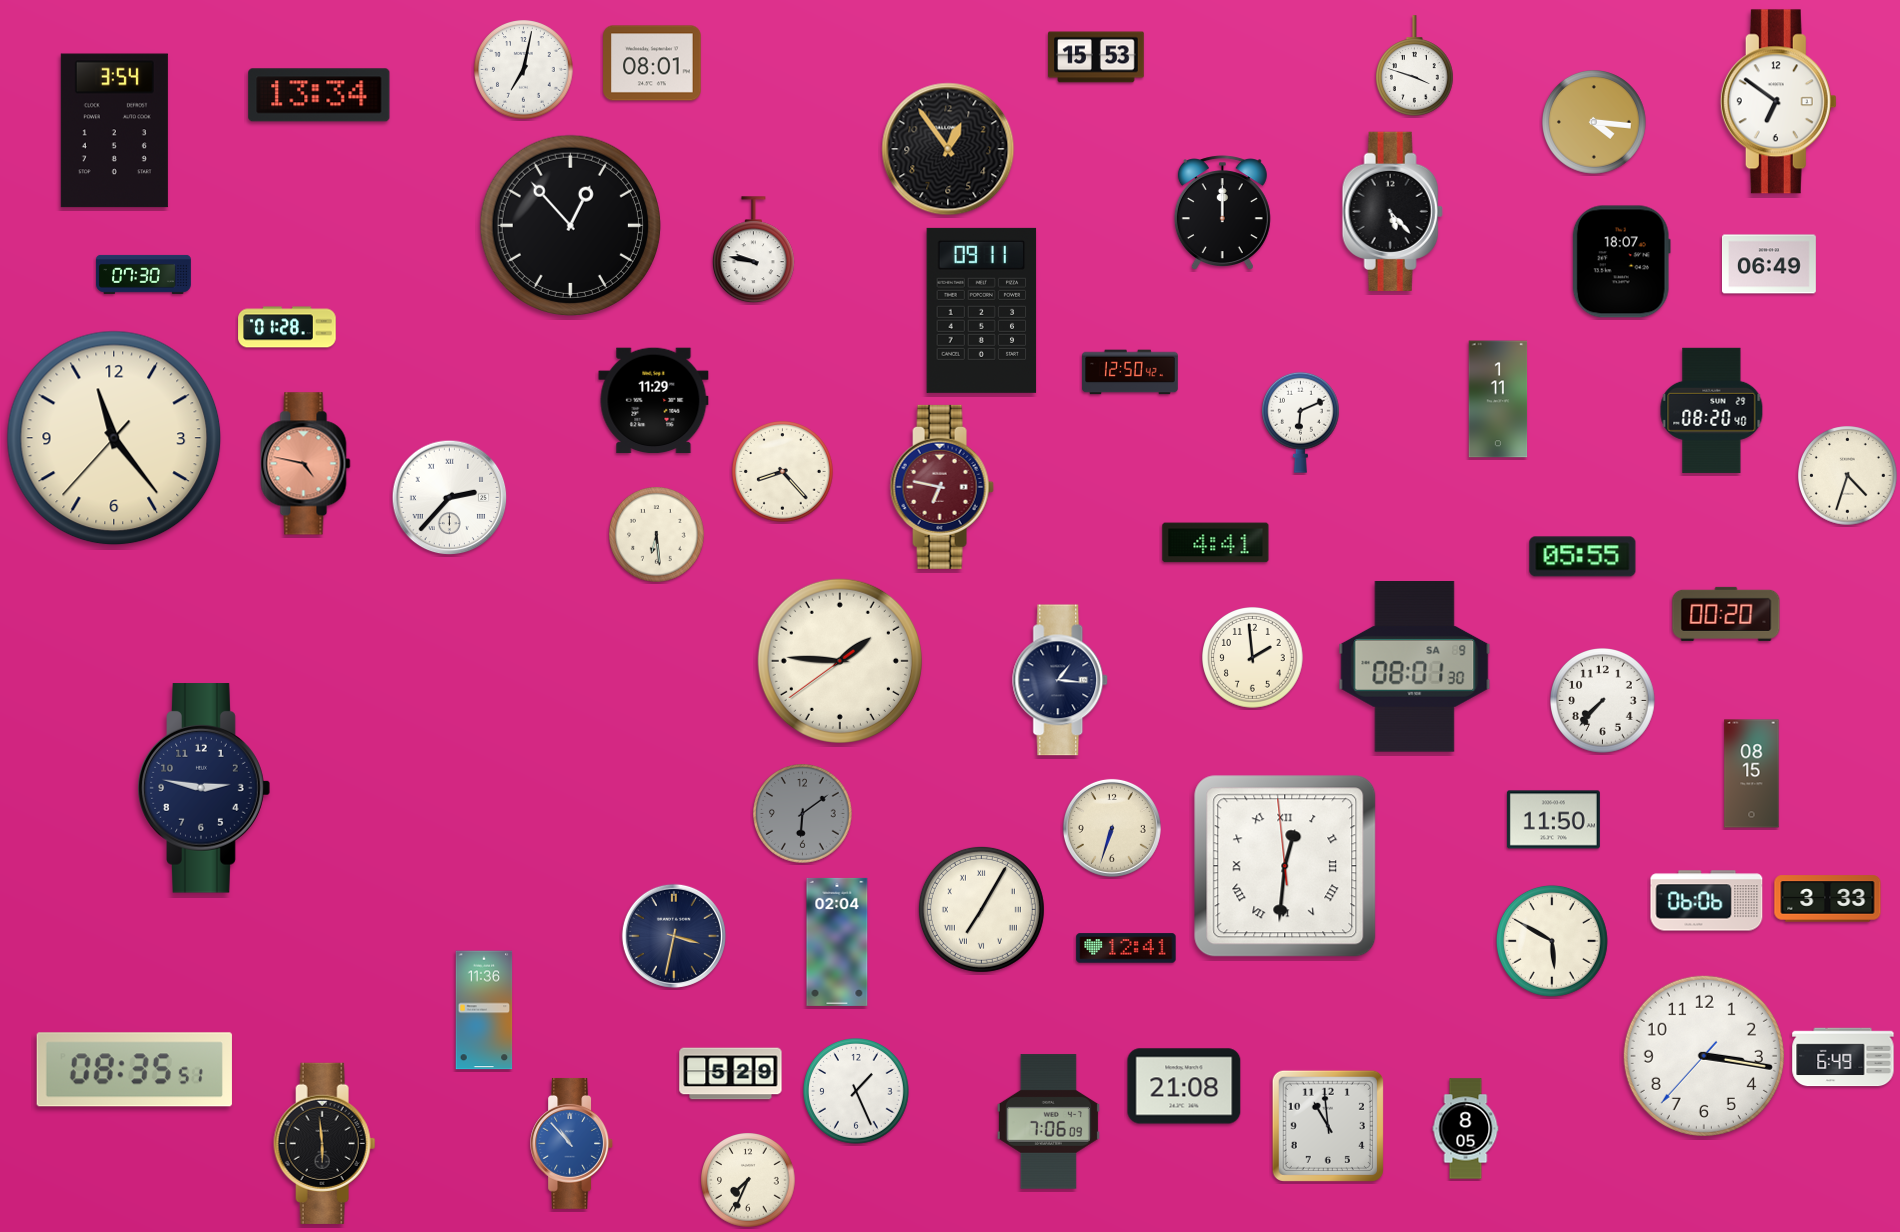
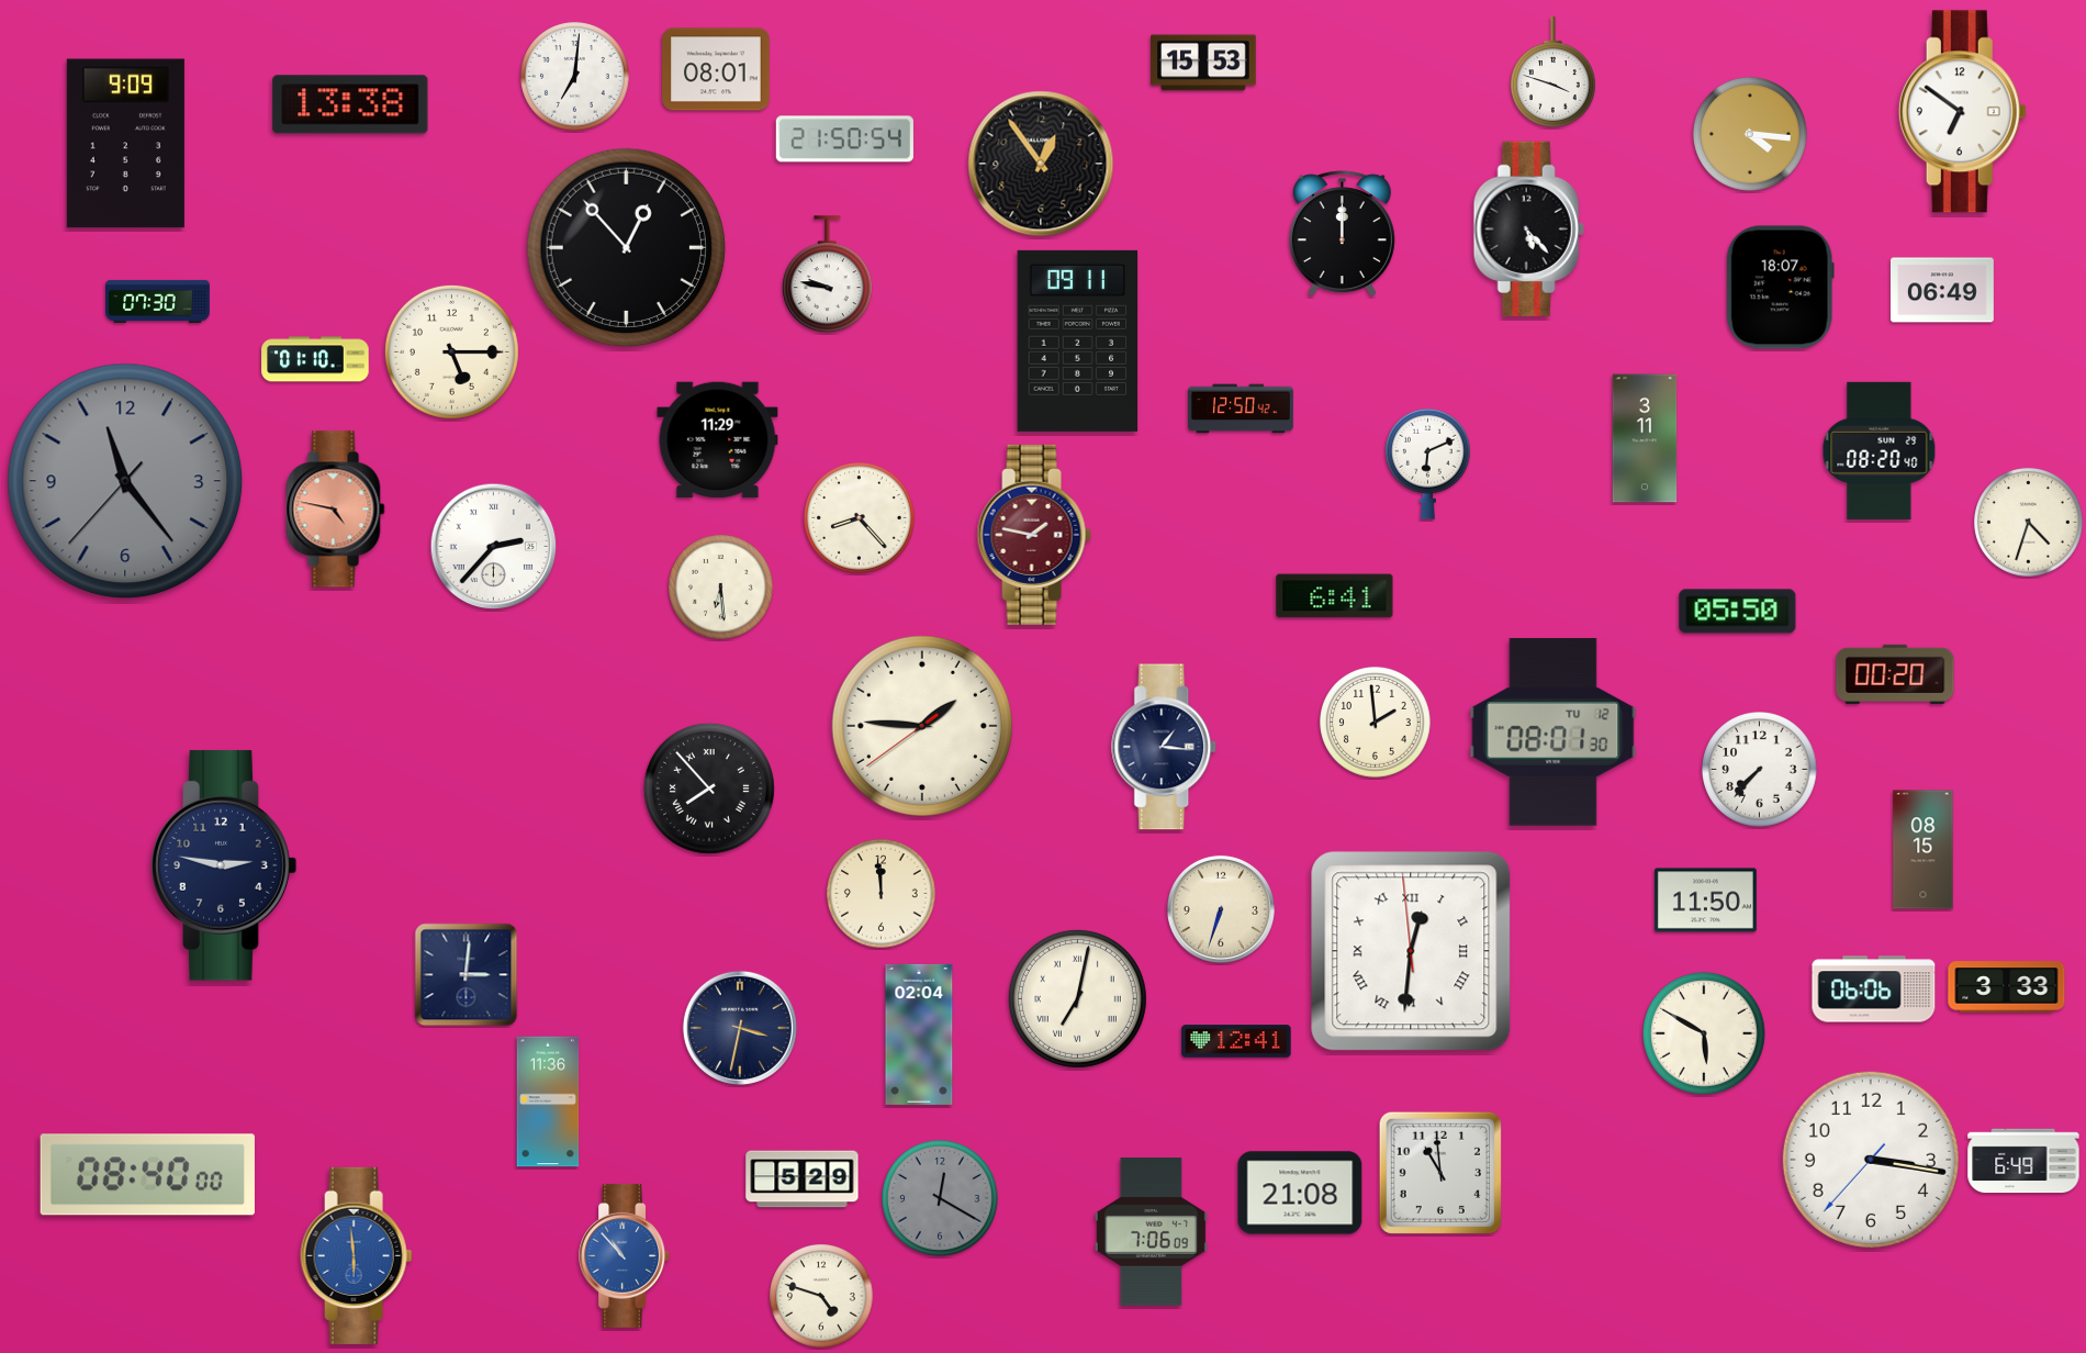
clock at (524, 70): 7:02 -> 7:01
clock at (319, 95): 13:34 -> 13:38
clock at (1778, 102) position: (1778, 102) -> (1962, 112)
clock at (844, 139): none -> 21:50
clock at (114, 131): 3:54 -> 9:09
clock at (1392, 211) position: (1392, 211) -> (1528, 228)
clock at (451, 351): none -> 5:15
clock at (287, 327): 01:28 -> 01:10
clock at (1498, 399): 1:11 -> 3:11
clock at (114, 438) dial: cream -> grey
clock at (942, 487): 6:47 -> 1:47
clock at (1216, 543): 4:41 -> 6:41
clock at (1583, 557): 05:55 -> 05:50
clock at (1415, 667) date: SA 9 -> TU 12
clock at (709, 789): none -> 7:53
clock at (803, 814): 6:09 -> 11:59
clock at (803, 814) dial: grey -> cream
clock at (467, 975): none -> 3:01
clock at (981, 909): 7:05 -> 7:02
clock at (484, 1010) position: (484, 1010) -> (548, 1102)
clock at (134, 1070): 08:35 -> 08:40
clock at (857, 1092): 1:26 -> 12:20
clock at (857, 1092) dial: white -> grey
clock at (1328, 1126) position: (1328, 1126) -> (1440, 1173)
clock at (1466, 1129): 8:05 -> none
clock at (325, 1143) dial: black -> blue
clock at (572, 1143) position: (572, 1143) -> (625, 1255)
clock at (748, 1180): 7:34 -> 4:48
